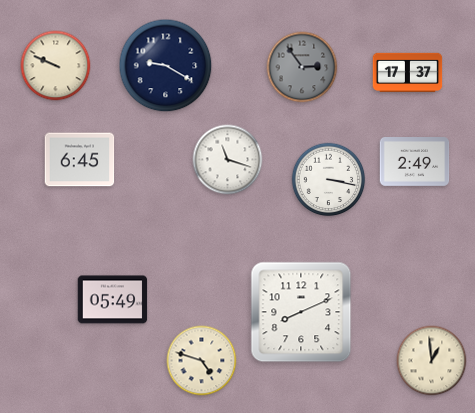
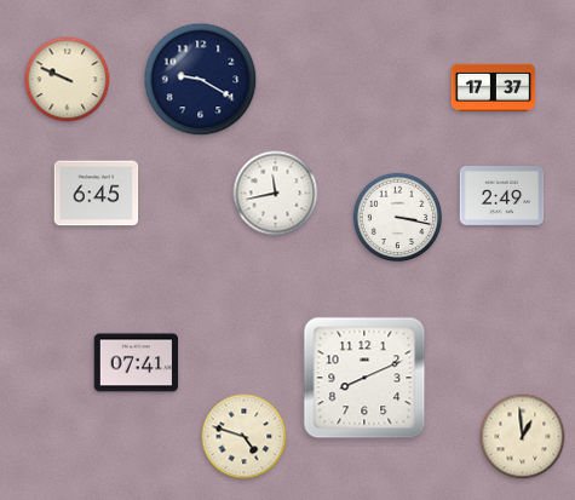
clock at (302, 67): 2:54 -> none
clock at (228, 160): 11:18 -> 11:43
clock at (113, 300): 05:49 -> 07:41
